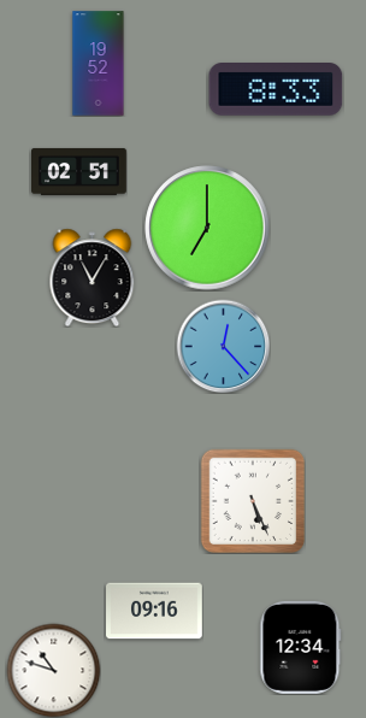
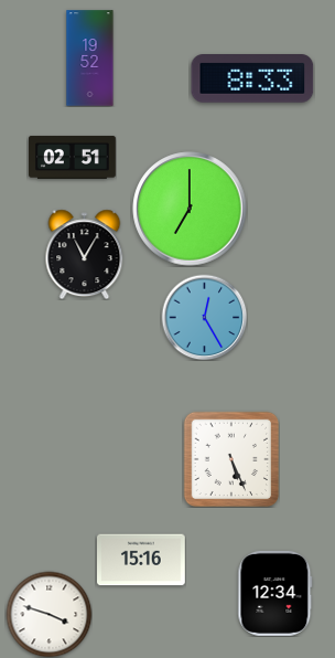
clock at (276, 90) position: (276, 90) -> (252, 79)
clock at (223, 346): 12:23 -> 12:25
clock at (155, 611): 09:16 -> 15:16
clock at (53, 670): 10:48 -> 3:48
